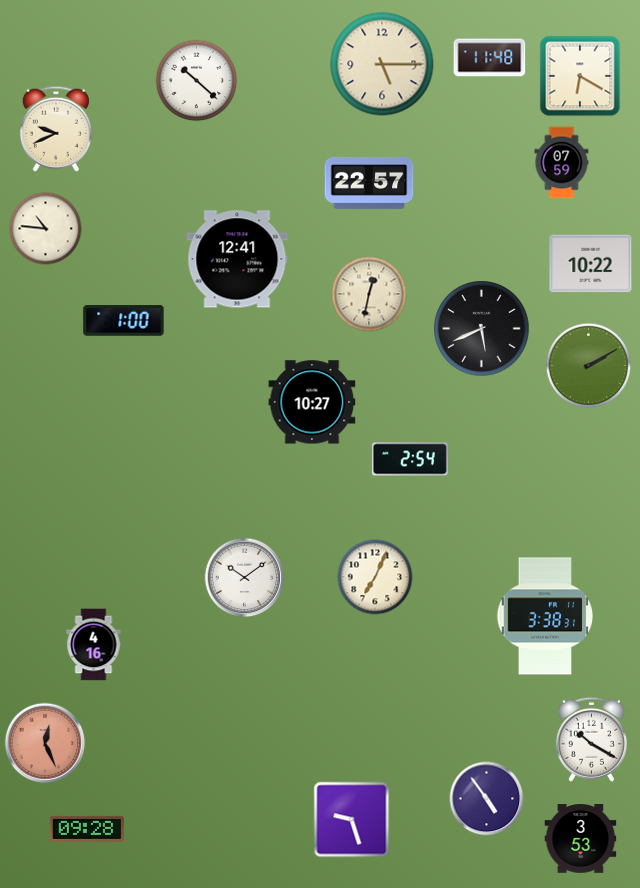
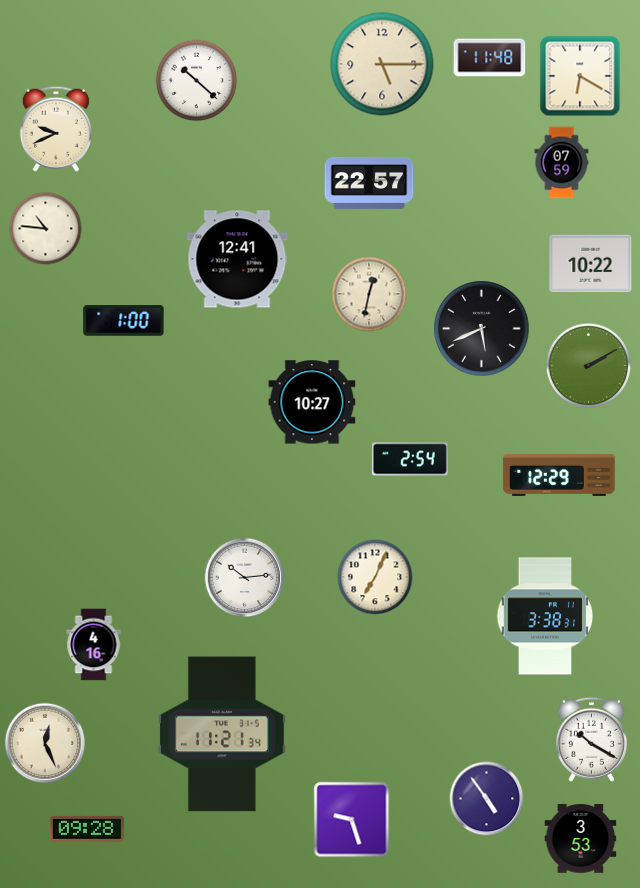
clock at (559, 475): none -> 12:29
clock at (245, 578): 10:09 -> 10:14
clock at (222, 734): none -> 11:21
clock at (45, 743) dial: salmon -> cream
